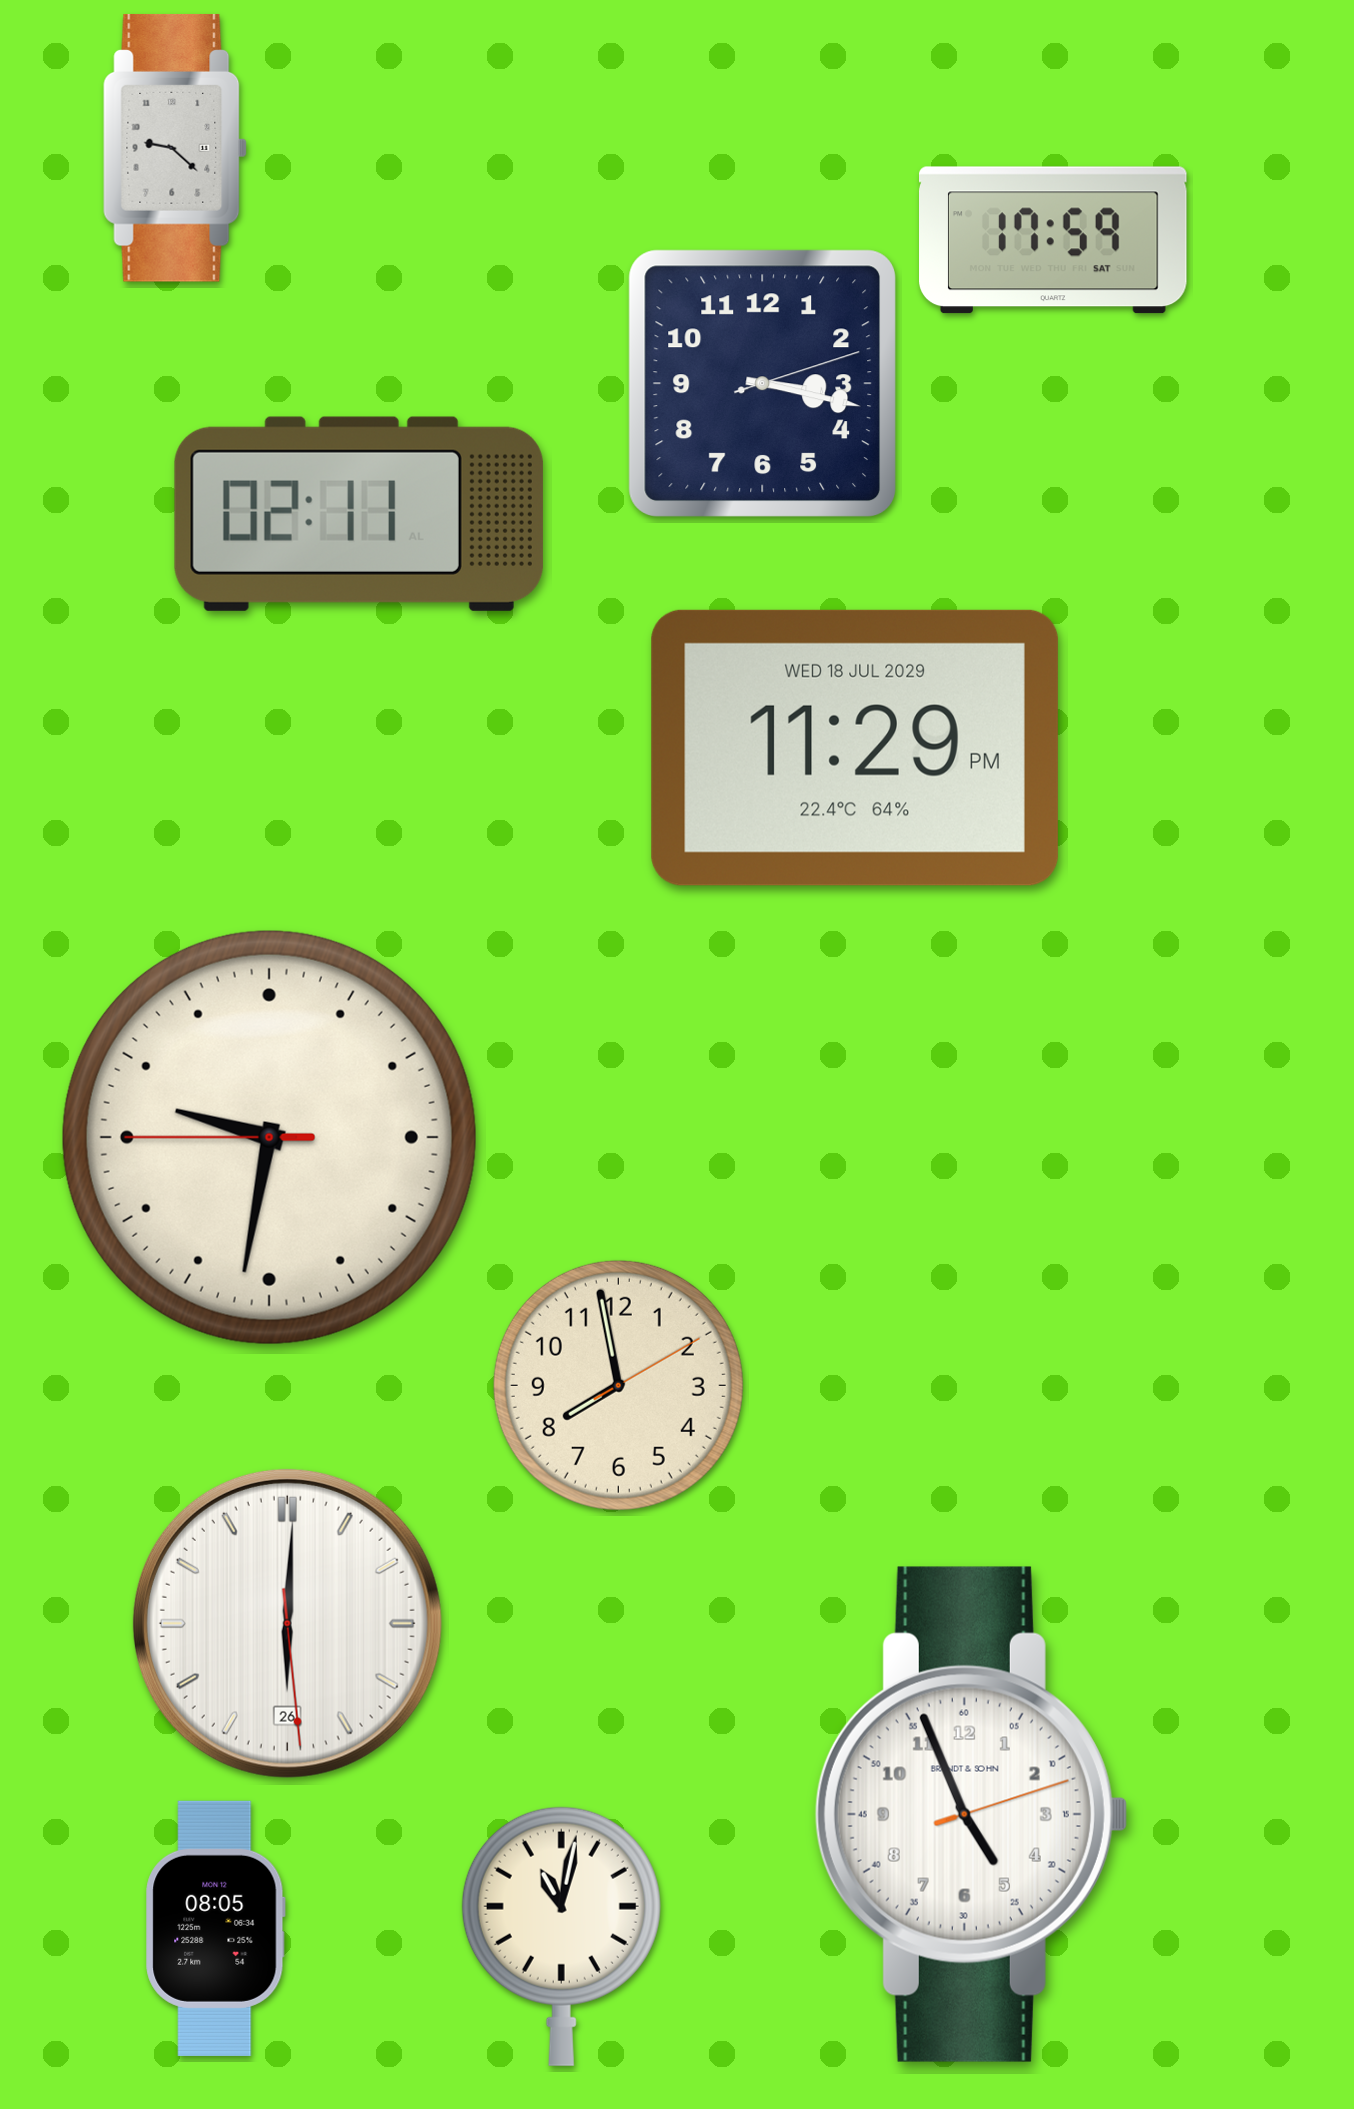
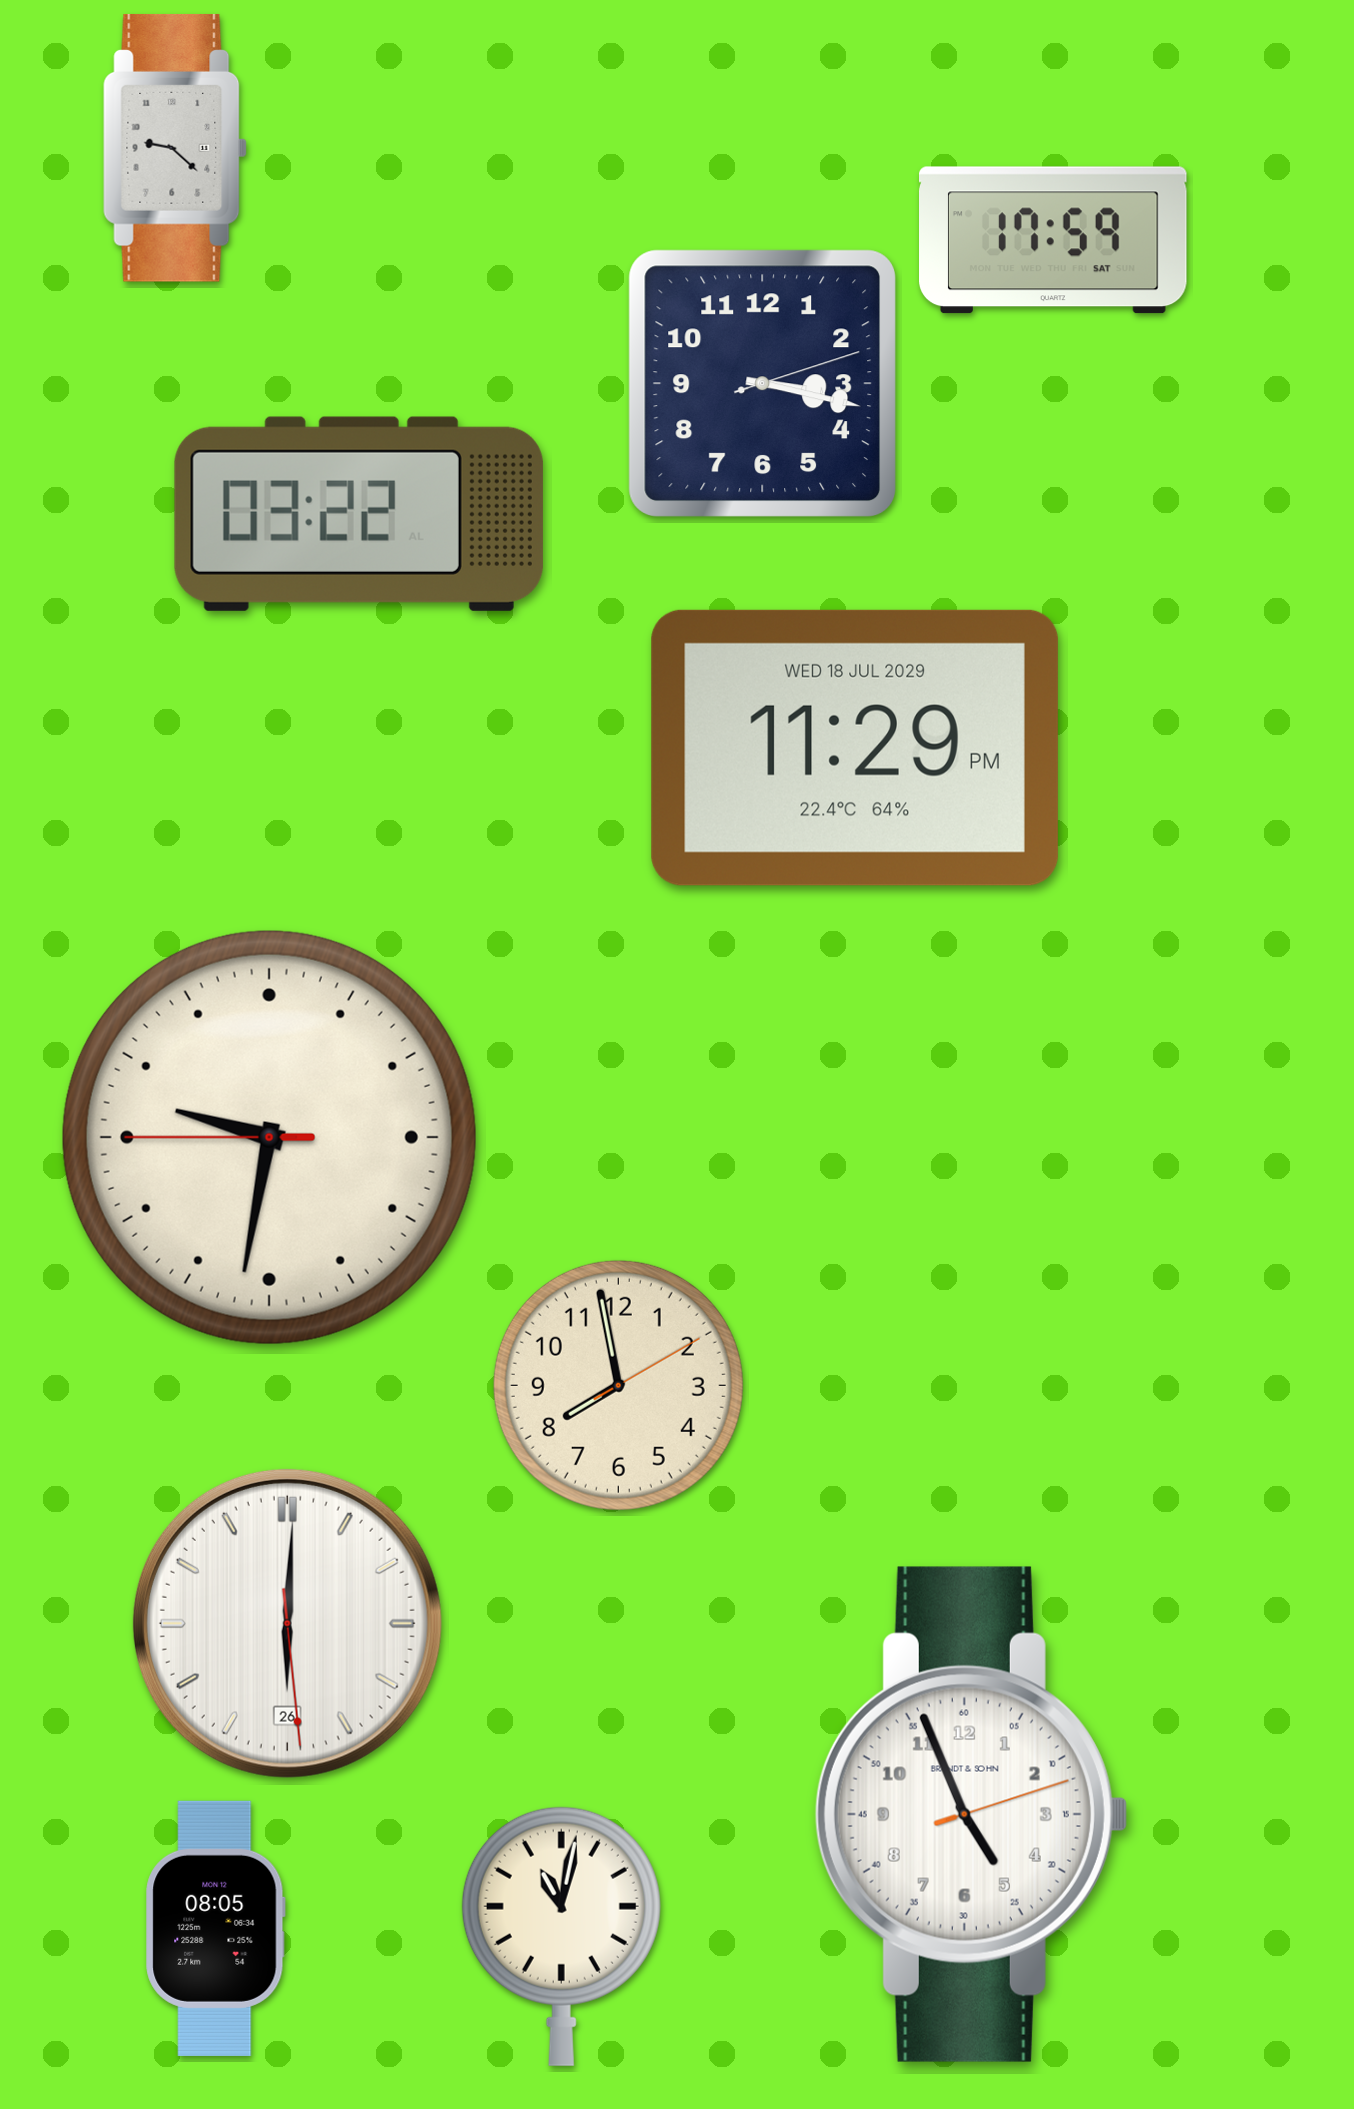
clock at (359, 514): 02:11 -> 03:22
